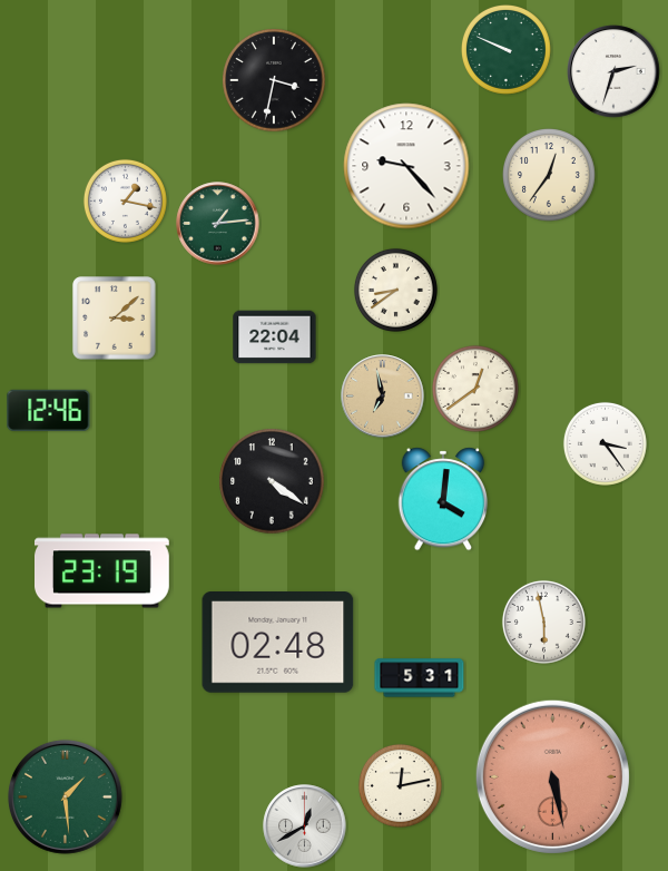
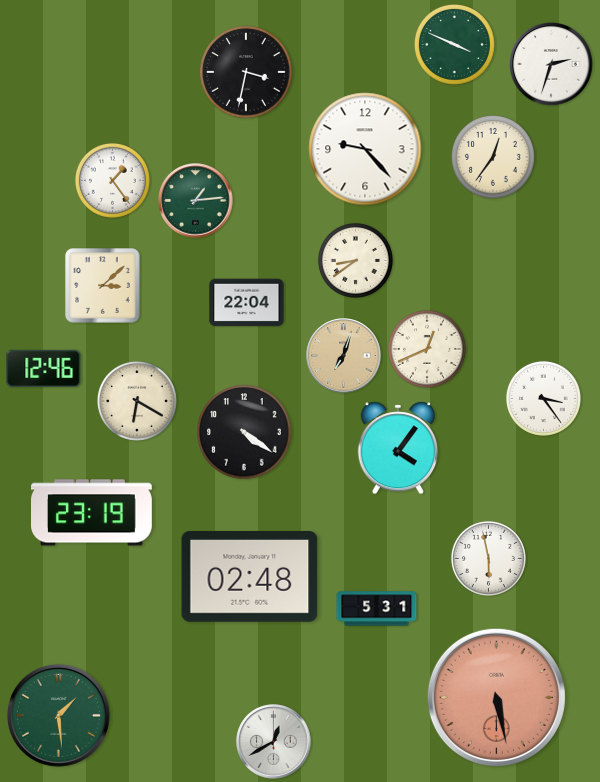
clock at (505, 49): 9:49 -> 3:49
clock at (125, 200): 1:17 -> 1:24
clock at (475, 389): 12:39 -> 12:41
clock at (383, 397): 6:58 -> 7:03
clock at (137, 401): none -> 6:20
clock at (443, 499): 4:01 -> 4:06
clock at (400, 785): 12:13 -> none
